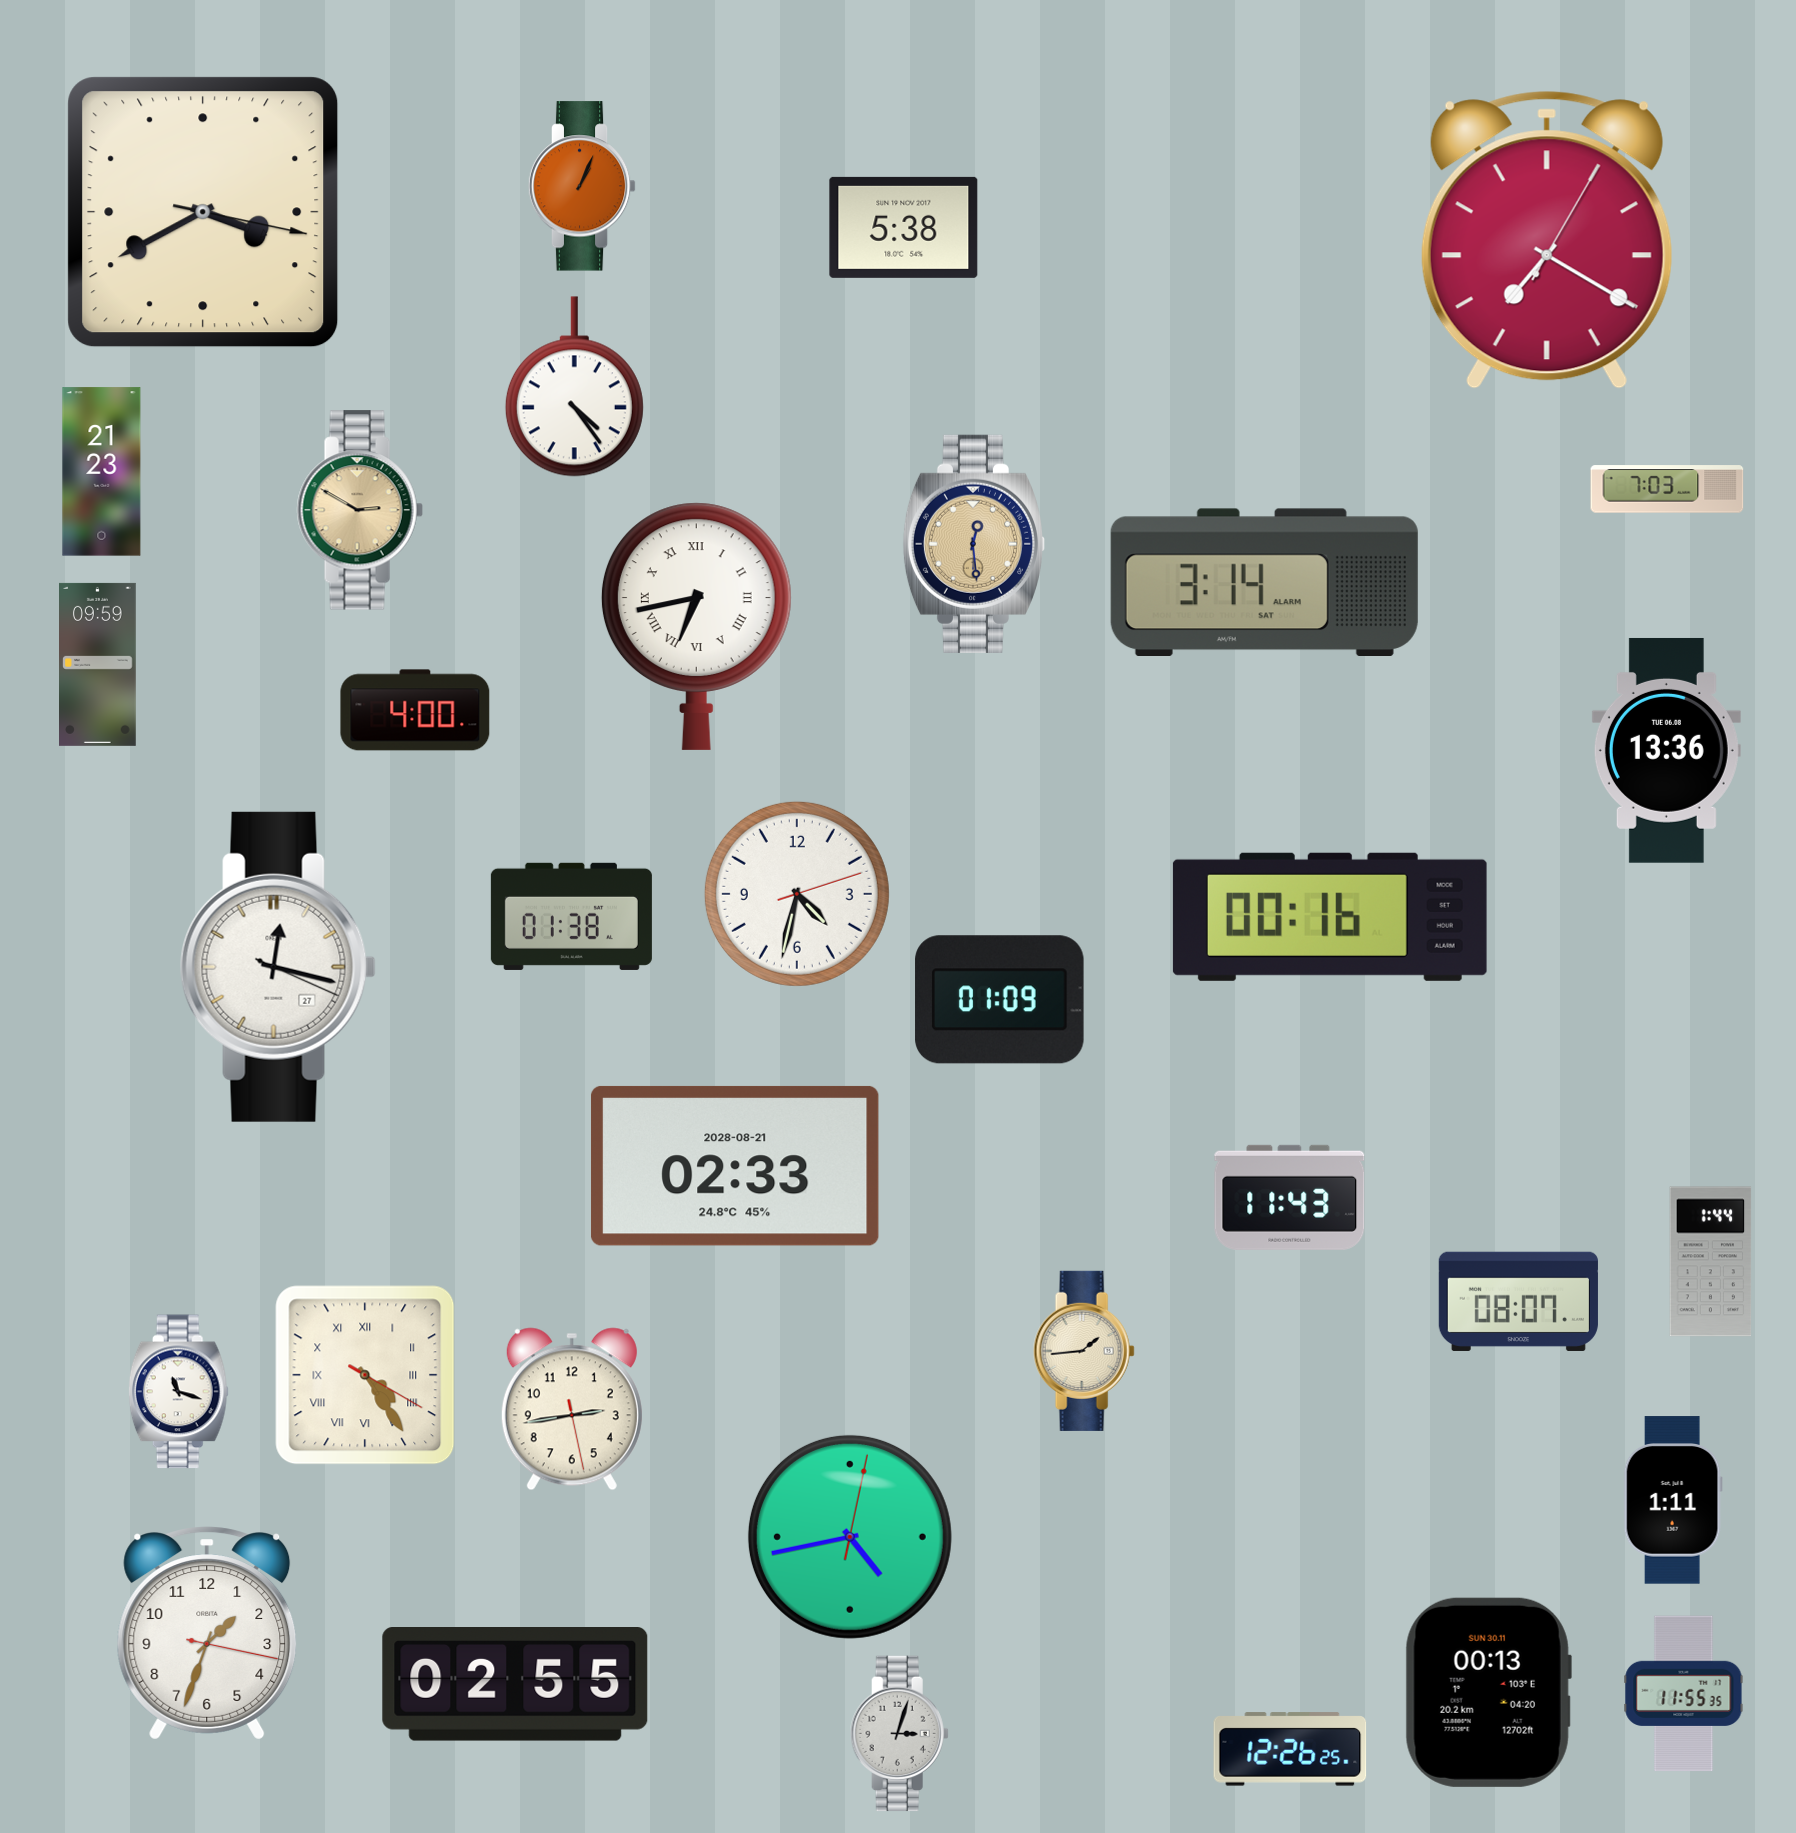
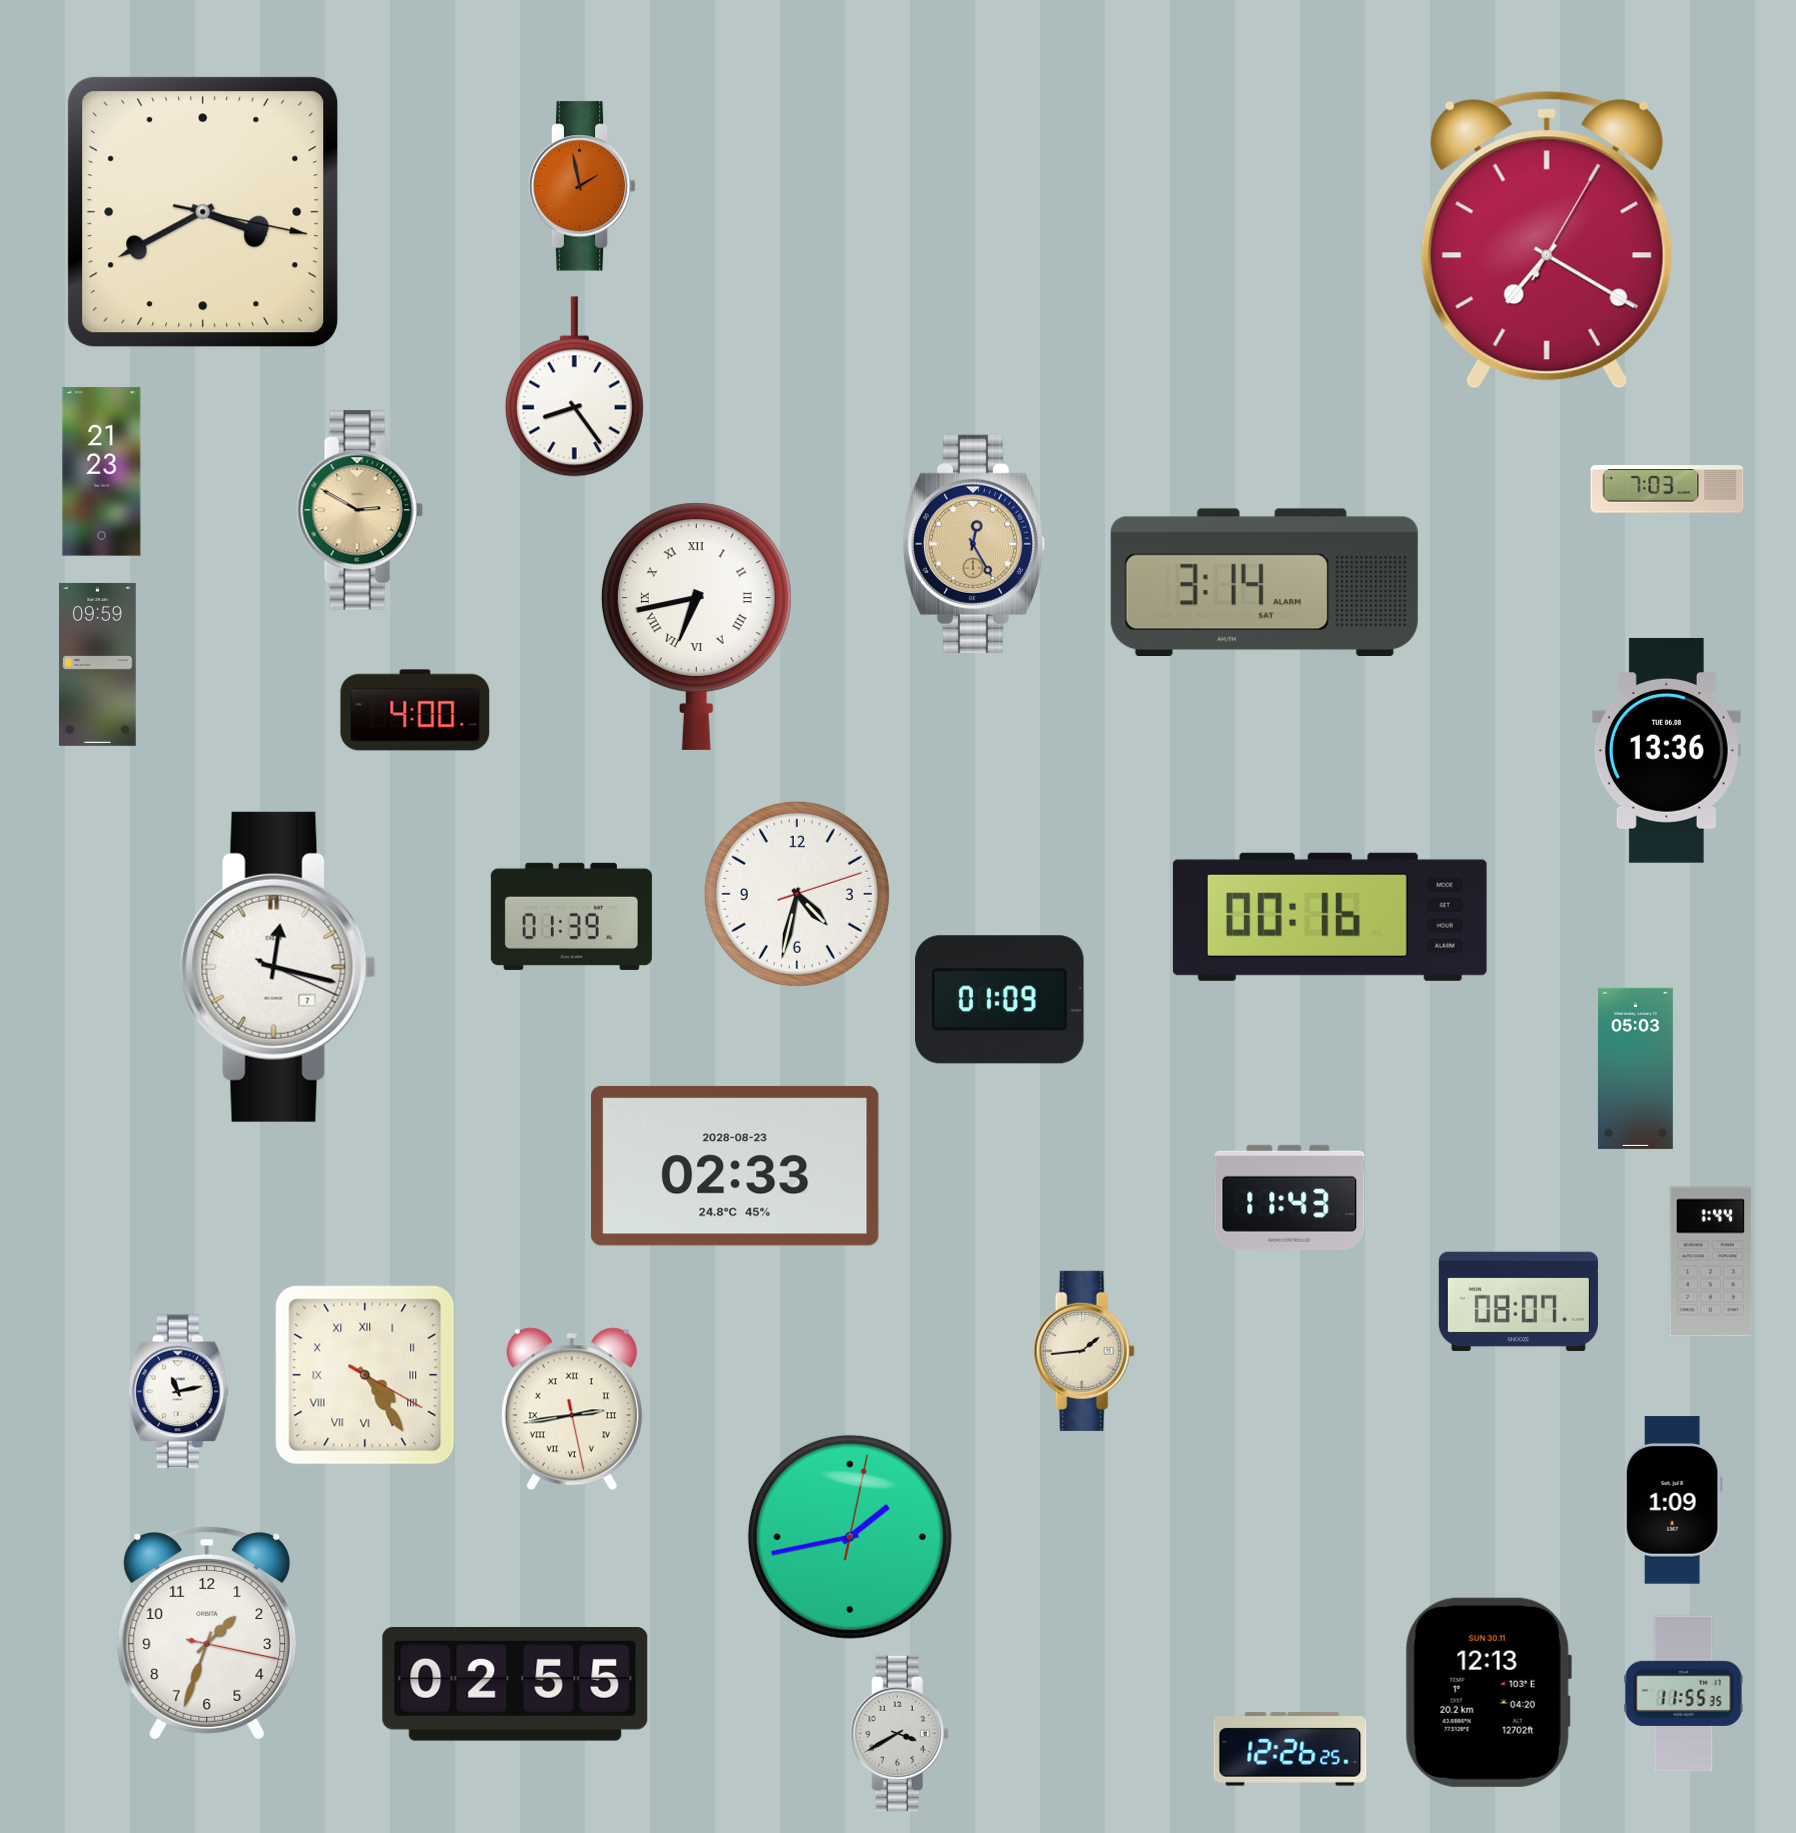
clock at (582, 186): 1:04 -> 1:58
clock at (904, 227): 5:38 -> none
clock at (574, 387): 4:24 -> 8:24
clock at (973, 544): 12:29 -> 12:25
clock at (571, 916): 01:38 -> 01:39
clock at (278, 967) date: 27 -> 7
clock at (1635, 1068): none -> 05:03
clock at (735, 1166) date: 2028-08-21 -> 2028-08-23
clock at (178, 1392): 11:18 -> 11:13
clock at (572, 1409) numerals: Arabic -> Roman
clock at (1673, 1500): 1:11 -> 1:09
clock at (850, 1537): 4:43 -> 1:43
clock at (1488, 1692): 00:13 -> 12:13
clock at (899, 1734): 3:03 -> 3:40
